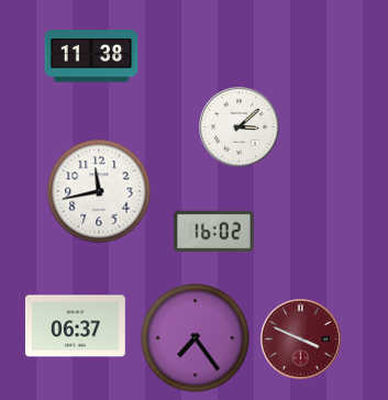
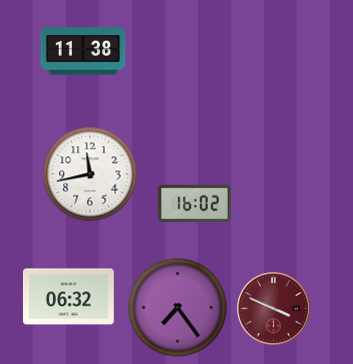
clock at (240, 127): 3:08 -> none
clock at (214, 232) position: (214, 232) -> (195, 204)
clock at (75, 326): 06:37 -> 06:32
